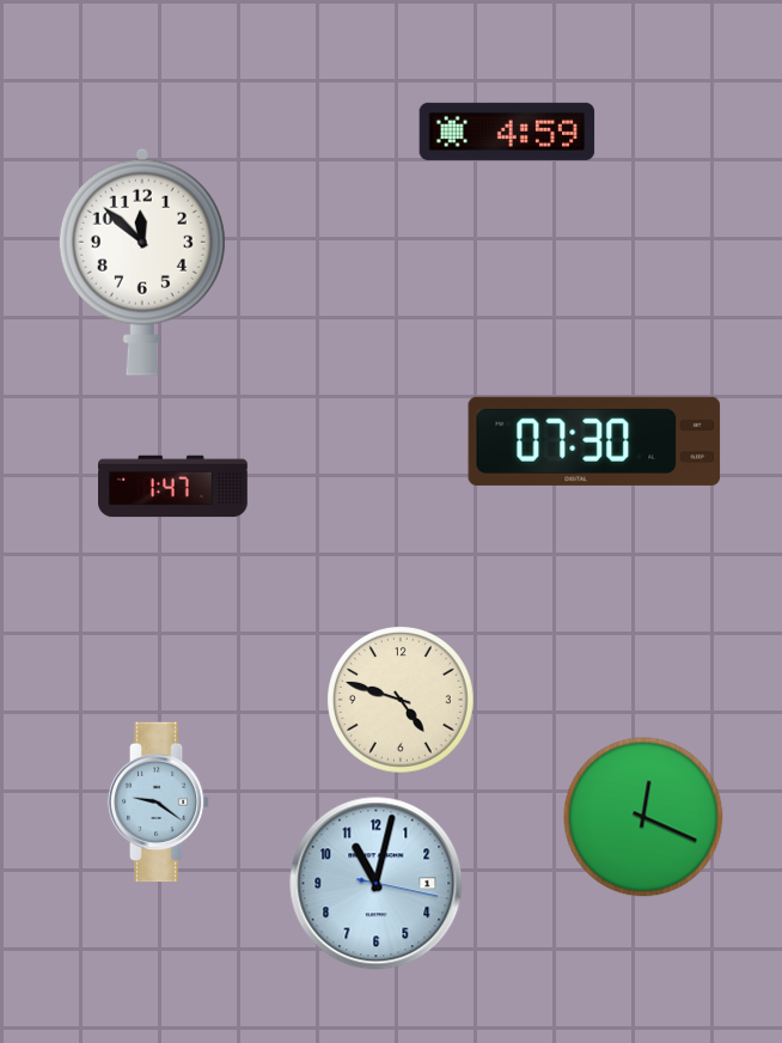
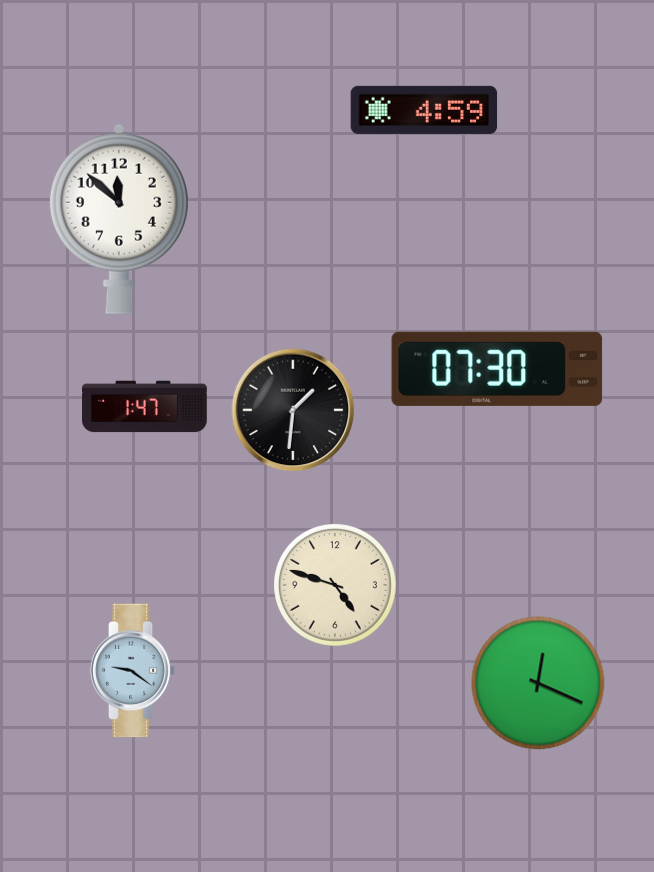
clock at (293, 410): none -> 1:31
clock at (377, 884): 11:02 -> none
